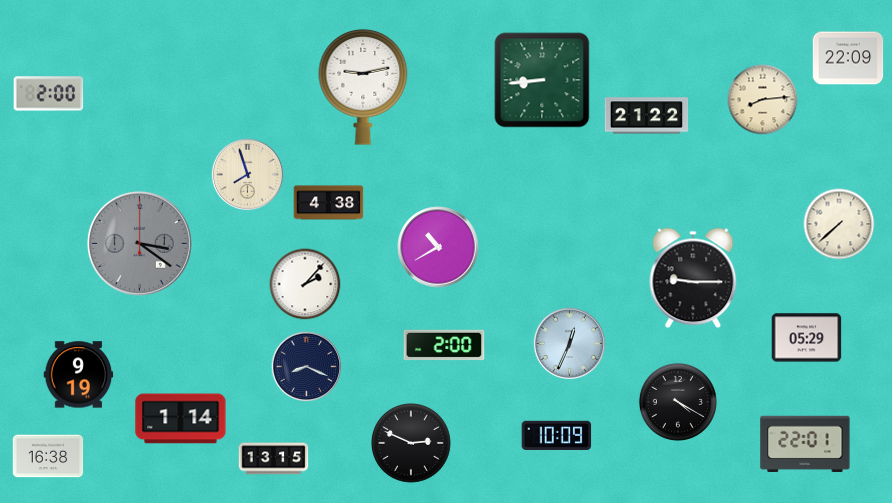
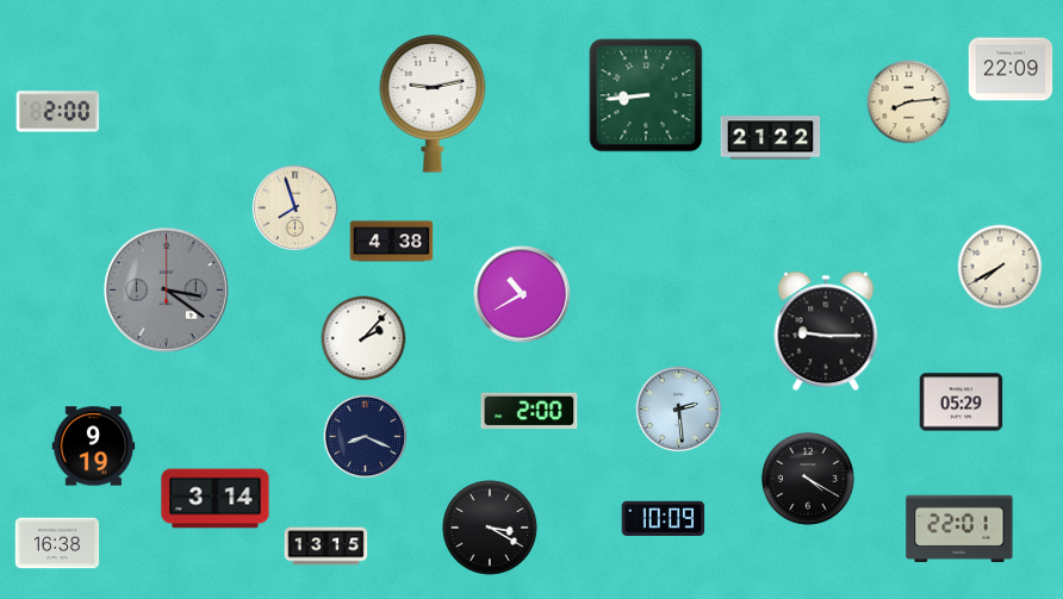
clock at (763, 100) position: (763, 100) -> (909, 102)
clock at (839, 224): 7:38 -> 7:40
clock at (569, 343): 12:34 -> 2:29
clock at (181, 419): 1:14 -> 3:14
clock at (412, 444): 2:49 -> 3:20
